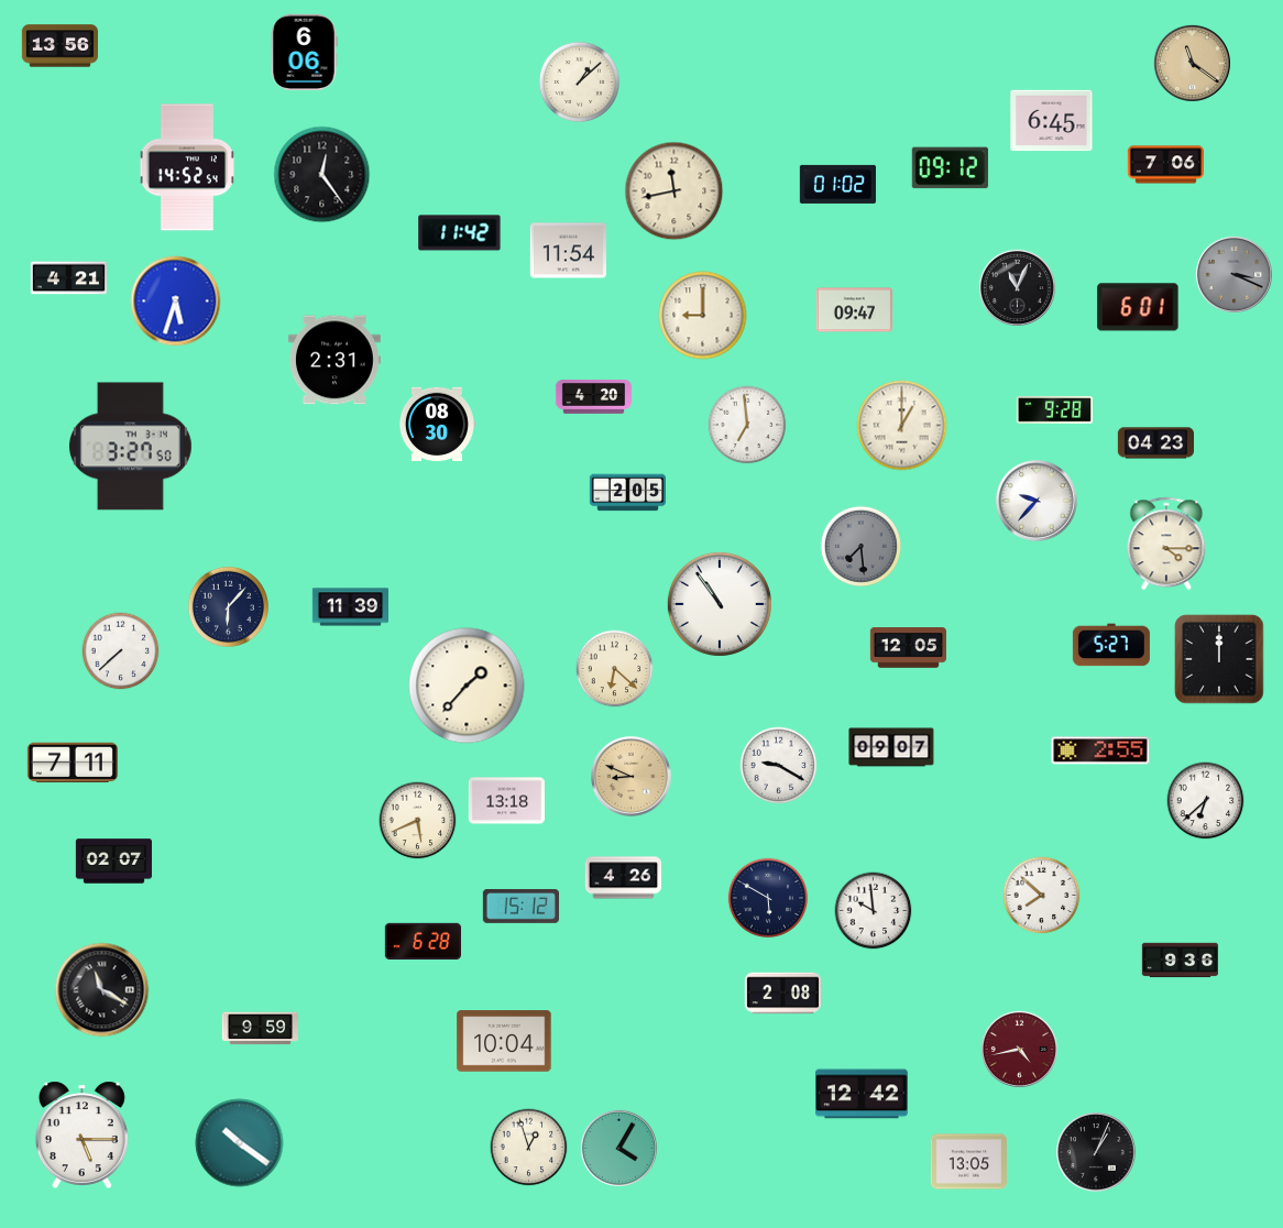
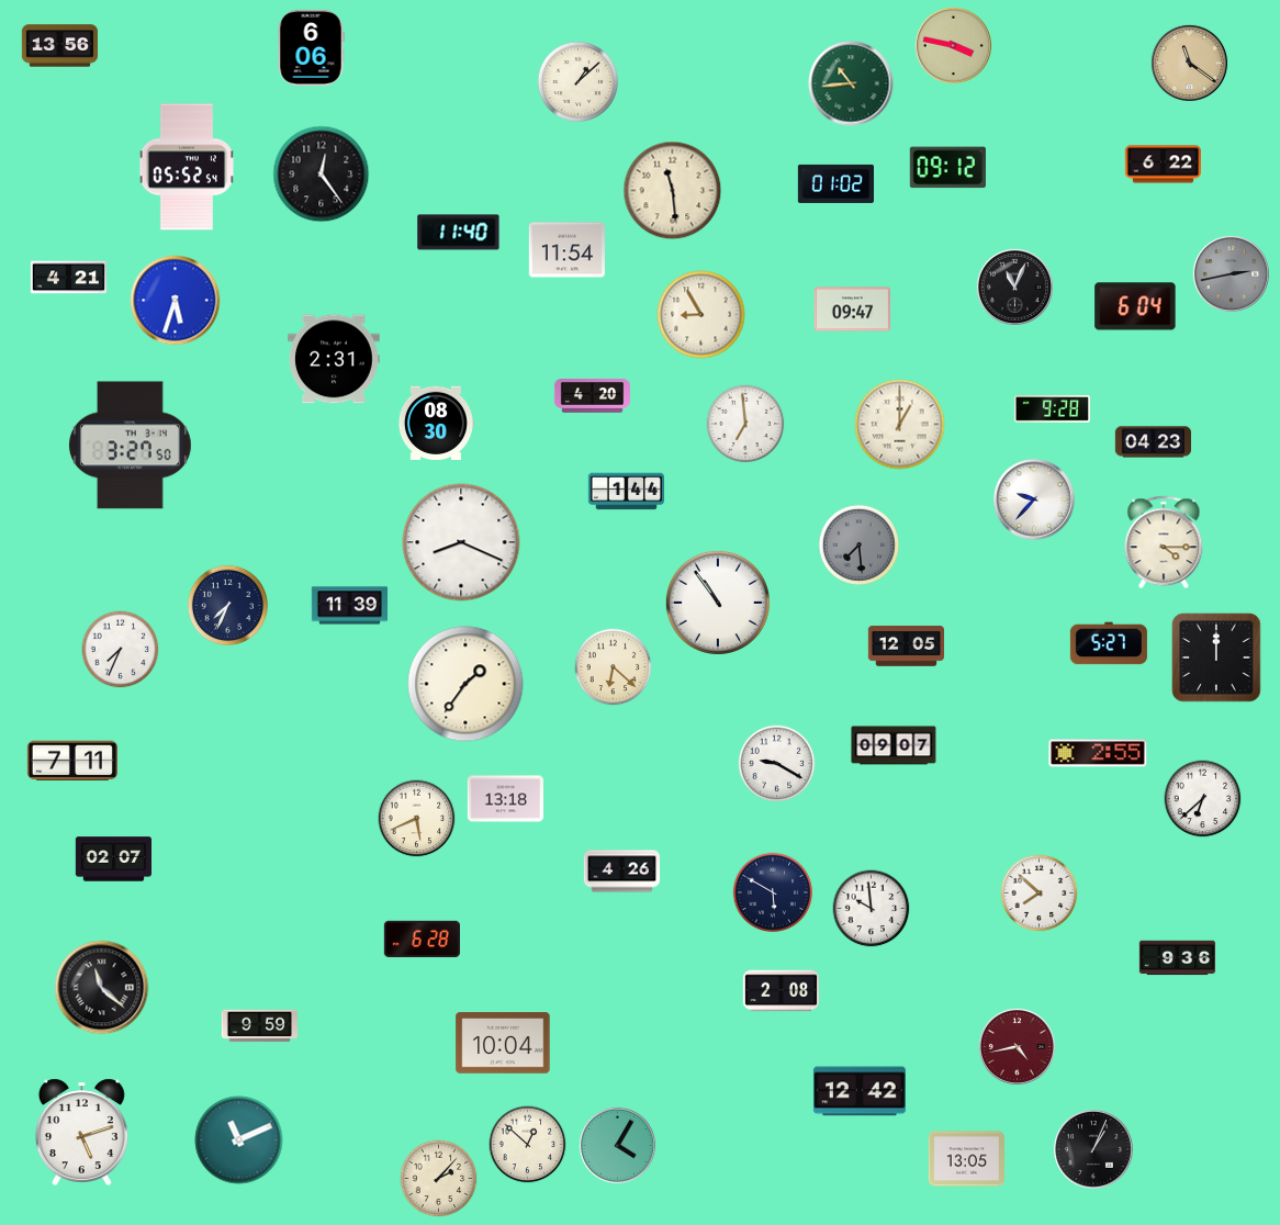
clock at (953, 45): none -> 3:47
clock at (304, 52) position: (304, 52) -> (311, 47)
clock at (851, 83): none -> 10:44
clock at (1052, 121): 6:45 -> none
clock at (1165, 165): 7:06 -> 6:22
clock at (187, 167): 14:52 -> 05:52
clock at (675, 191): 11:43 -> 11:29
clock at (460, 233): 11:42 -> 11:40
clock at (1233, 274): 3:19 -> 2:43
clock at (1138, 307): 6:01 -> 6:04
clock at (703, 316): 9:00 -> 8:55
clock at (627, 493): 2:05 -> 1:44
clock at (461, 542): none -> 8:19
clock at (228, 606): 6:07 -> 7:34
clock at (121, 651): 7:38 -> 7:34
clock at (467, 686): 1:37 -> 1:36
clock at (891, 747) position: (891, 747) -> (894, 745)
clock at (1100, 750) position: (1100, 750) -> (1098, 753)
clock at (632, 777): 8:49 -> none
clock at (623, 878) position: (623, 878) -> (621, 872)
clock at (768, 898) position: (768, 898) -> (773, 892)
clock at (520, 907): 15:12 -> none
clock at (102, 990): 11:20 -> 11:22
clock at (504, 1041) position: (504, 1041) -> (503, 1043)
clock at (81, 1134): 5:15 -> 5:12
clock at (240, 1143): 10:21 -> 11:11
clock at (529, 1148): 12:57 -> 12:52
clock at (439, 1179): none -> 2:07
